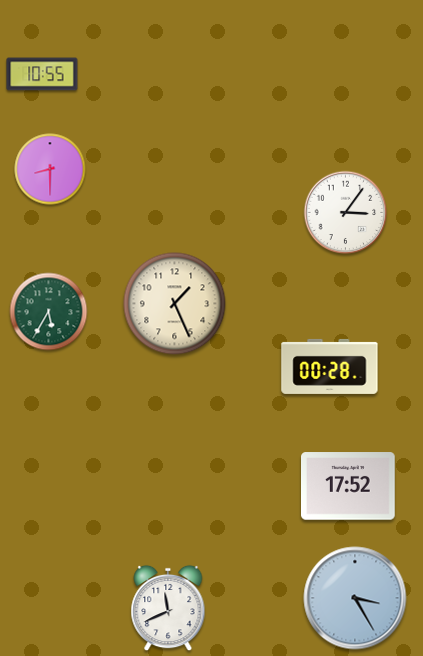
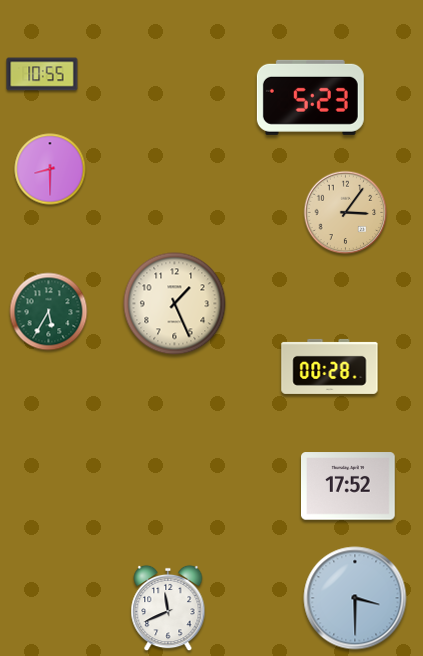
clock at (310, 97): none -> 5:23
clock at (346, 213) dial: white -> champagne
clock at (355, 598): 3:25 -> 3:30
